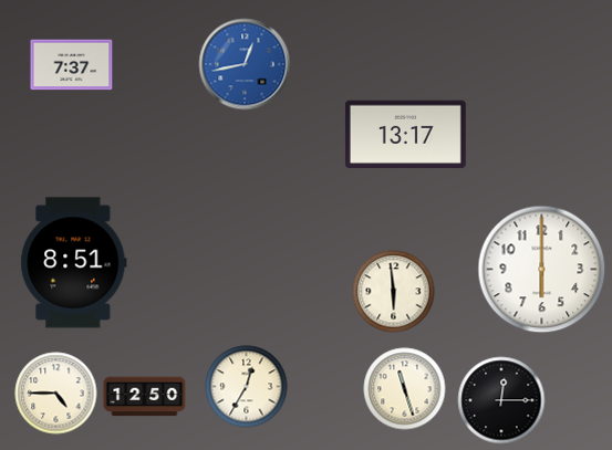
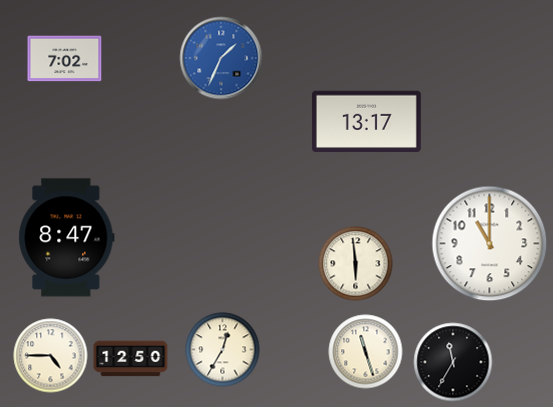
clock at (245, 64): 12:43 -> 1:34
clock at (72, 65): 7:37 -> 7:02
clock at (74, 263): 8:51 -> 8:47
clock at (542, 270): 6:00 -> 11:00
clock at (501, 400): 12:15 -> 11:35
